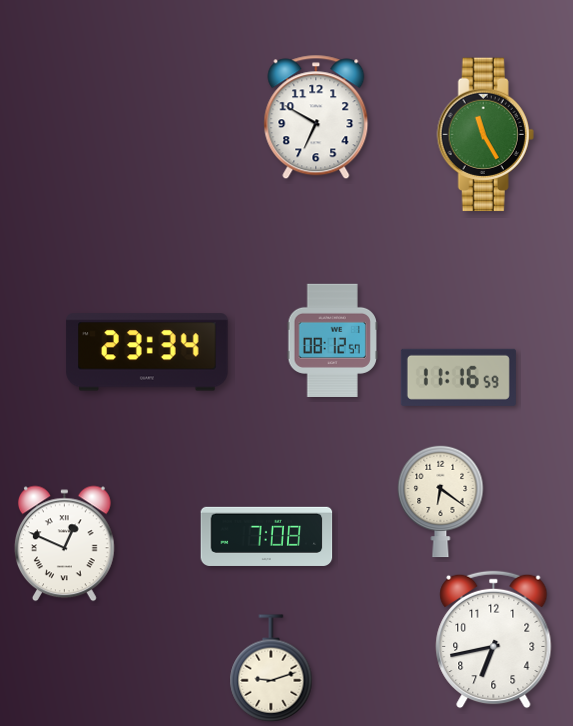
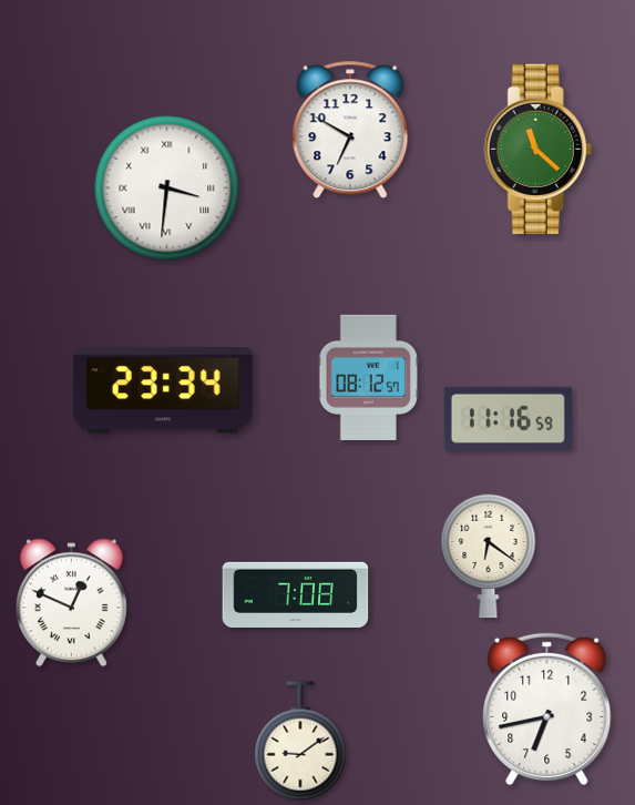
clock at (485, 135): 11:25 -> 11:22
clock at (167, 188): none -> 3:31
clock at (271, 668): 9:12 -> 9:09
